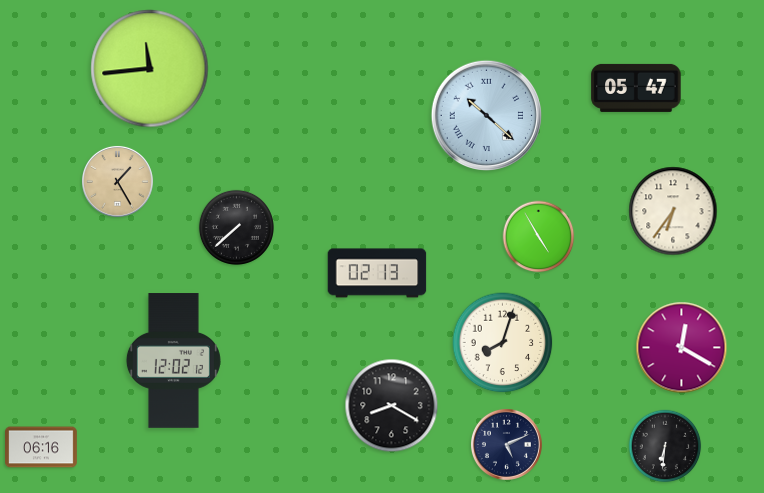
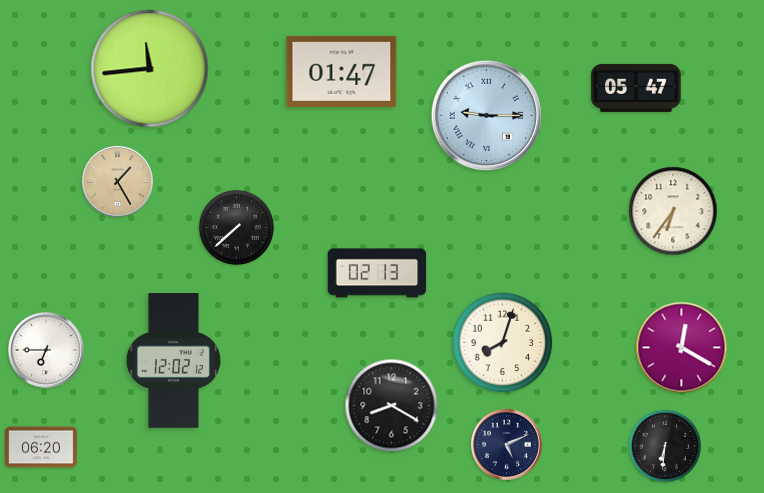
clock at (342, 71): none -> 01:47
clock at (486, 115): 10:22 -> 9:15
clock at (539, 237): 4:55 -> none
clock at (46, 350): none -> 6:45
clock at (41, 447): 06:16 -> 06:20
